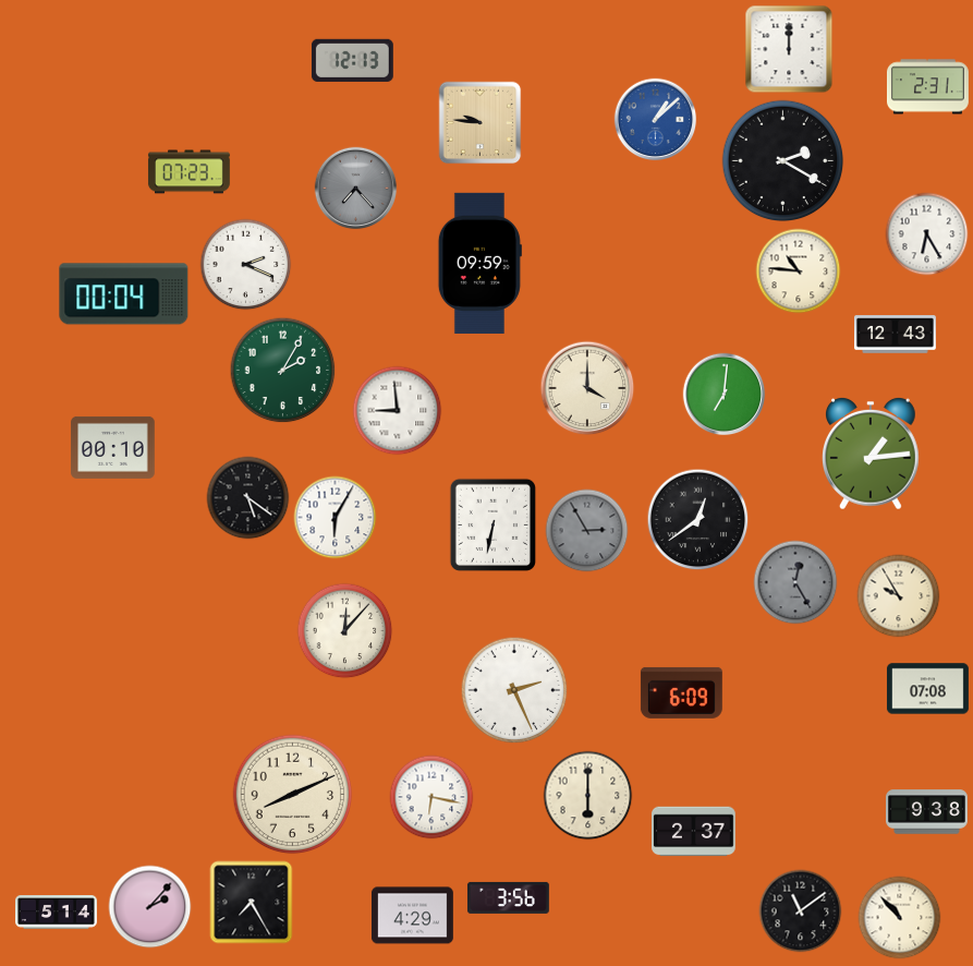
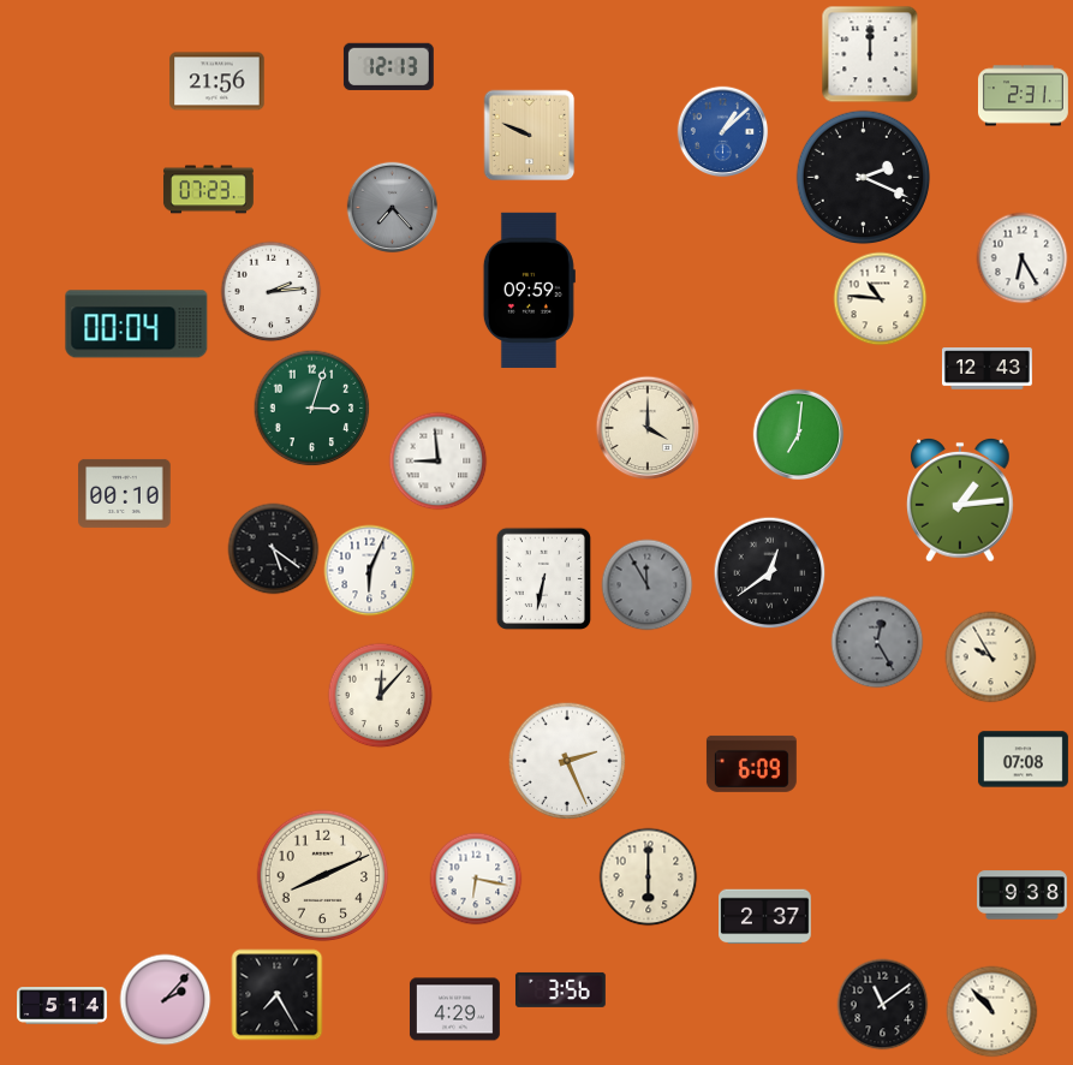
clock at (217, 82): none -> 21:56
clock at (481, 123): 9:46 -> 9:49
clock at (783, 161): 2:20 -> 2:19
clock at (246, 265): 2:19 -> 2:14
clock at (283, 371): 2:05 -> 3:03
clock at (398, 411) position: (398, 411) -> (439, 462)
clock at (336, 518): 6:05 -> 6:04
clock at (587, 531): 2:55 -> 11:55
